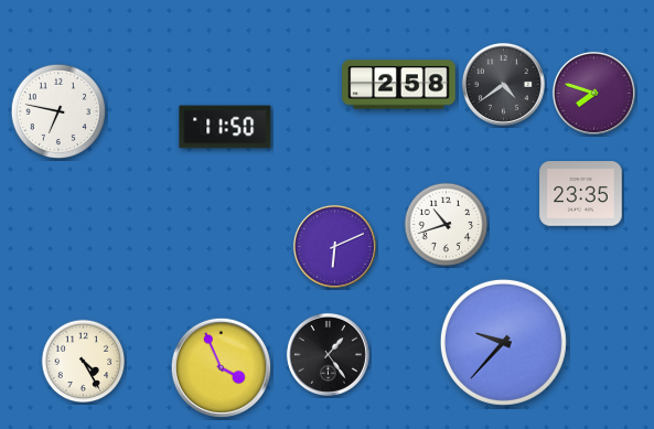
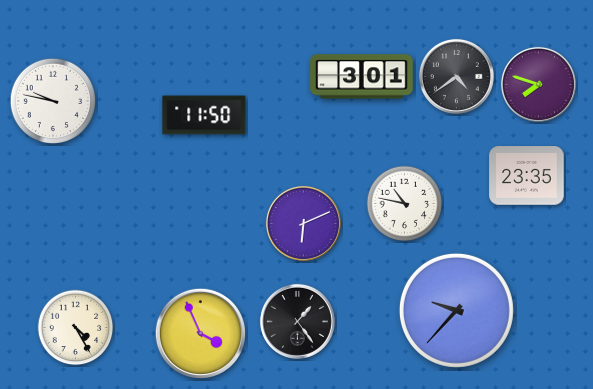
clock at (399, 85): 2:58 -> 3:01
clock at (57, 110): 6:47 -> 9:47
clock at (447, 225): 10:42 -> 10:47
